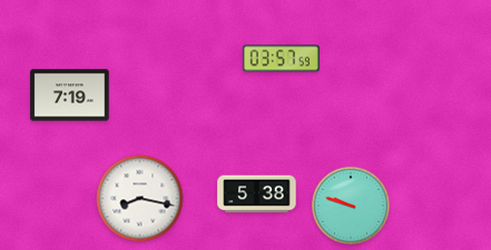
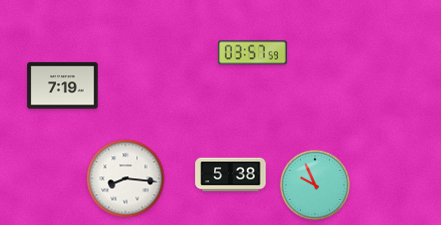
clock at (140, 199): 8:17 -> 8:16
clock at (351, 206): 9:48 -> 9:56
